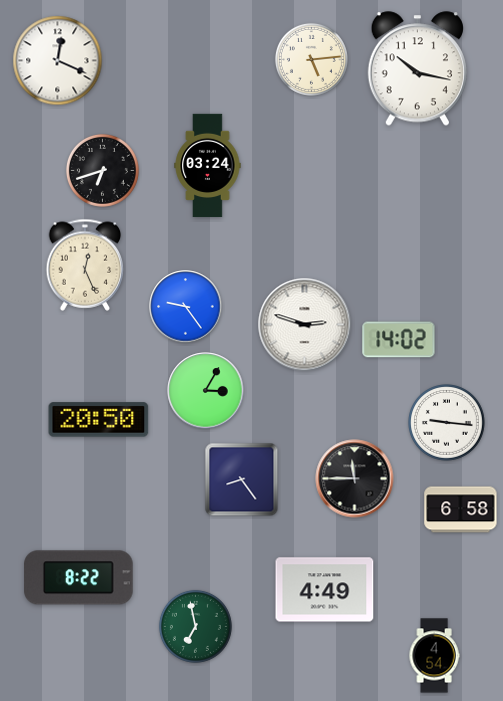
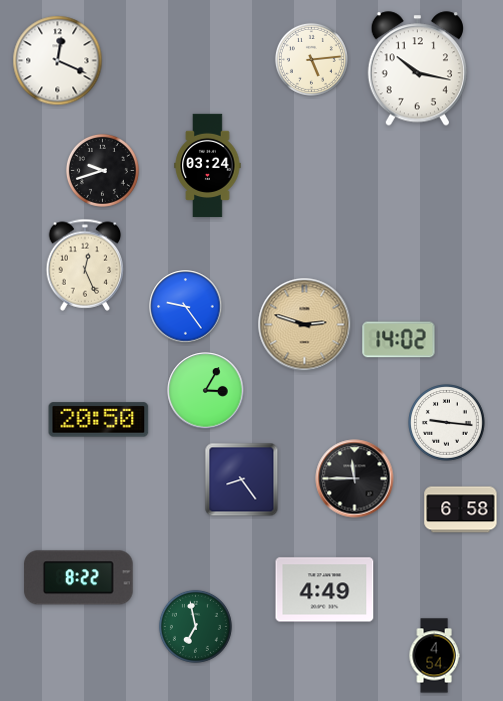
clock at (102, 170): 6:42 -> 9:42
clock at (305, 325) dial: white -> champagne
